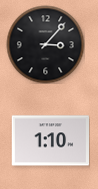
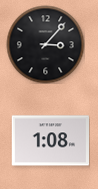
clock at (50, 141): 1:10 -> 1:08
